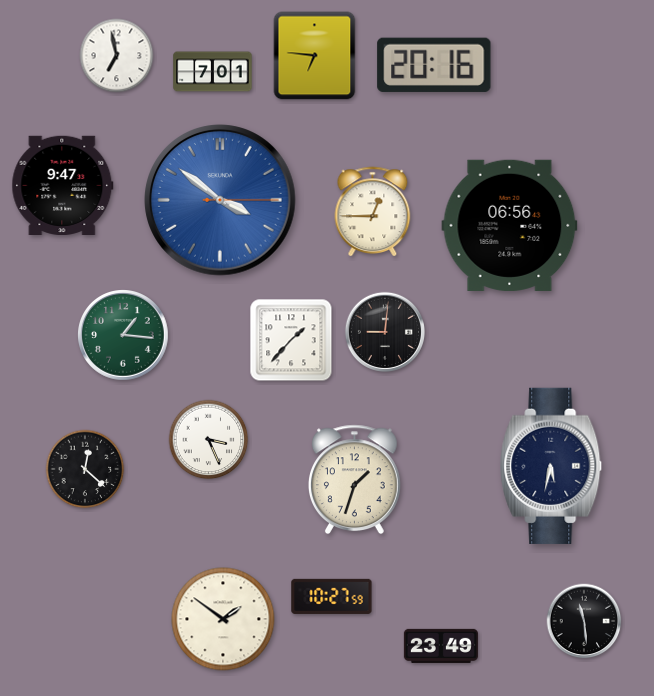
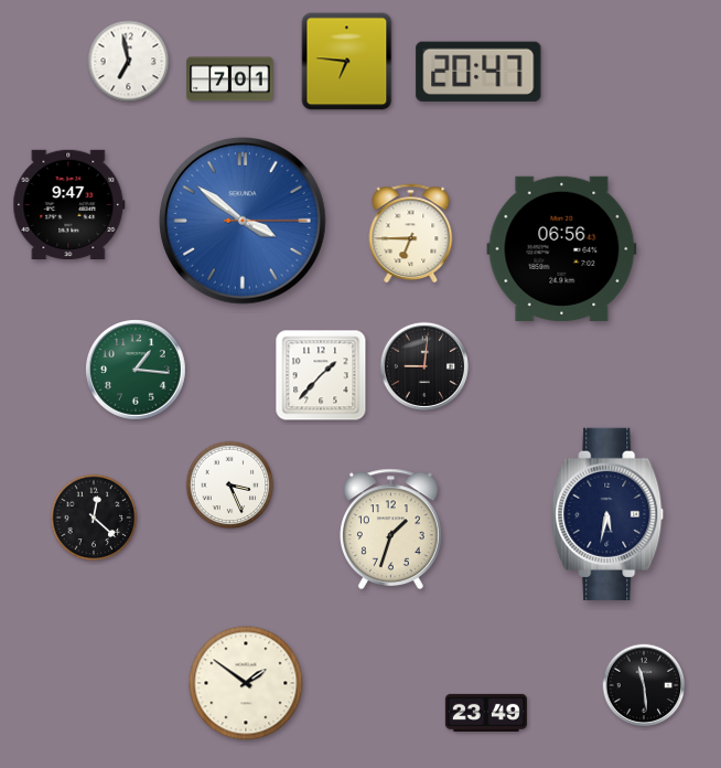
clock at (434, 65): 20:16 -> 20:47
clock at (213, 72) position: (213, 72) -> (230, 79)
clock at (373, 212): 12:45 -> 6:45
clock at (332, 596): 10:27 -> none
